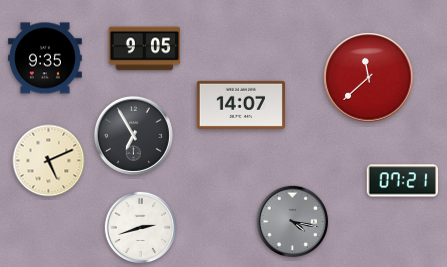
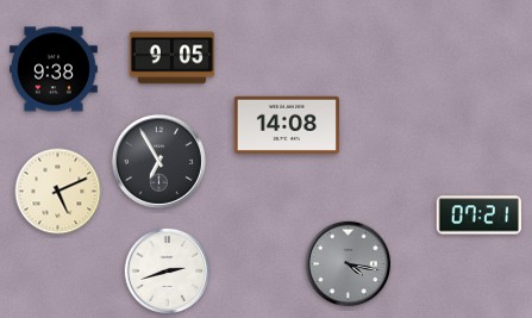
clock at (45, 58): 9:35 -> 9:38
clock at (369, 78): 11:38 -> none
clock at (241, 105): 14:07 -> 14:08
